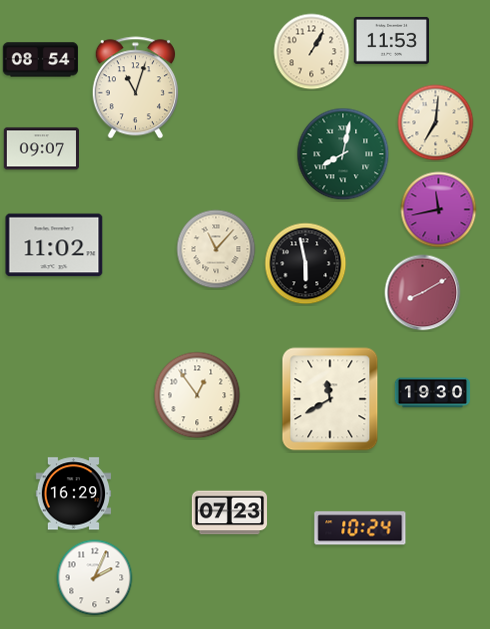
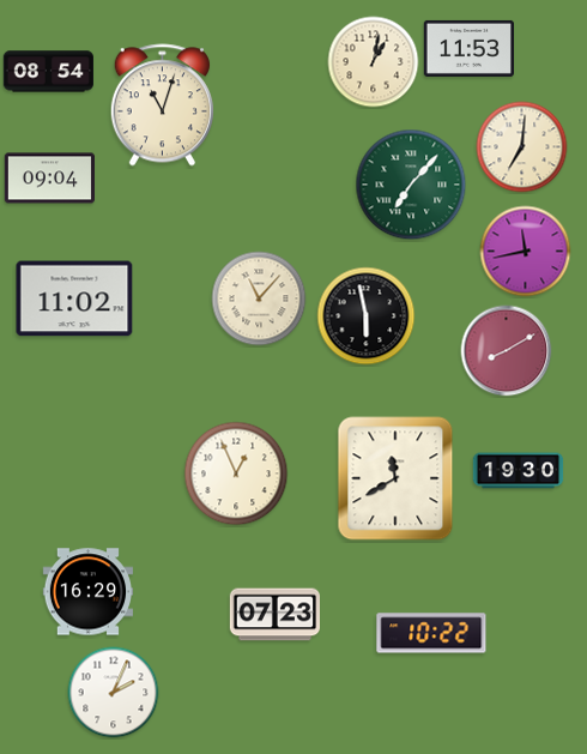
clock at (312, 52): 1:05 -> 1:02
clock at (41, 149): 09:07 -> 09:04
clock at (343, 154): 8:02 -> 7:07
clock at (54, 245) position: (54, 245) -> (74, 298)
clock at (197, 395): 12:54 -> 12:56
clock at (360, 528): 10:24 -> 10:22
